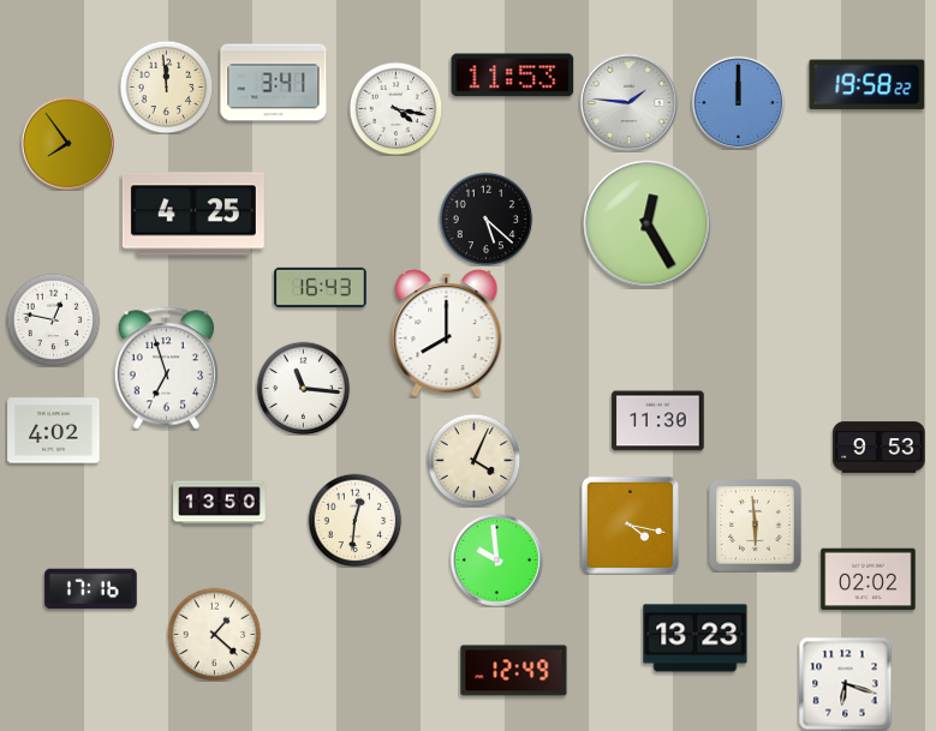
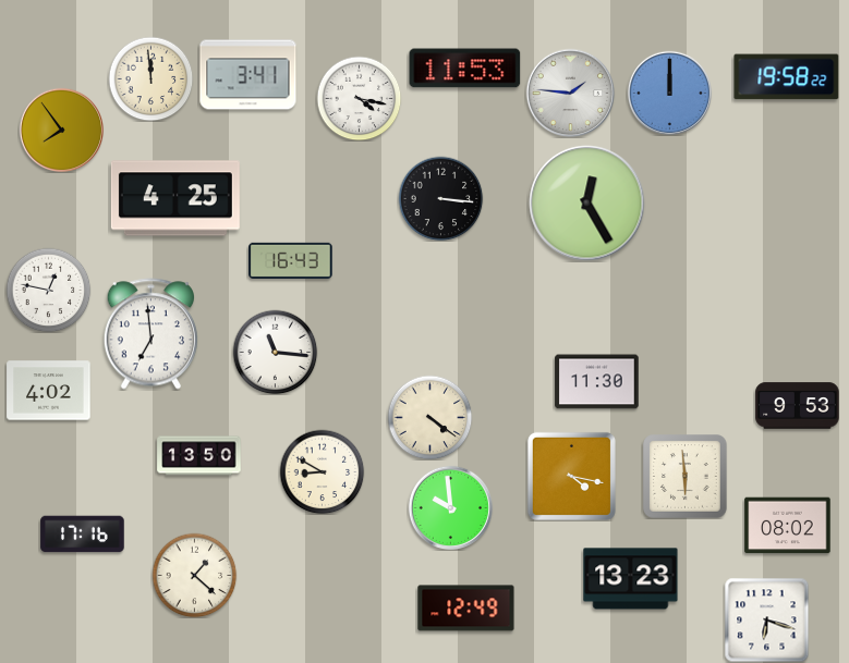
clock at (193, 214) position: (193, 214) -> (175, 198)
clock at (485, 218): 5:22 -> 3:16
clock at (447, 334): 8:00 -> none
clock at (166, 369): 6:57 -> 6:59
clock at (473, 460): 4:04 -> 4:21
clock at (354, 520): 12:31 -> 8:50
clock at (869, 580): 02:02 -> 08:02
